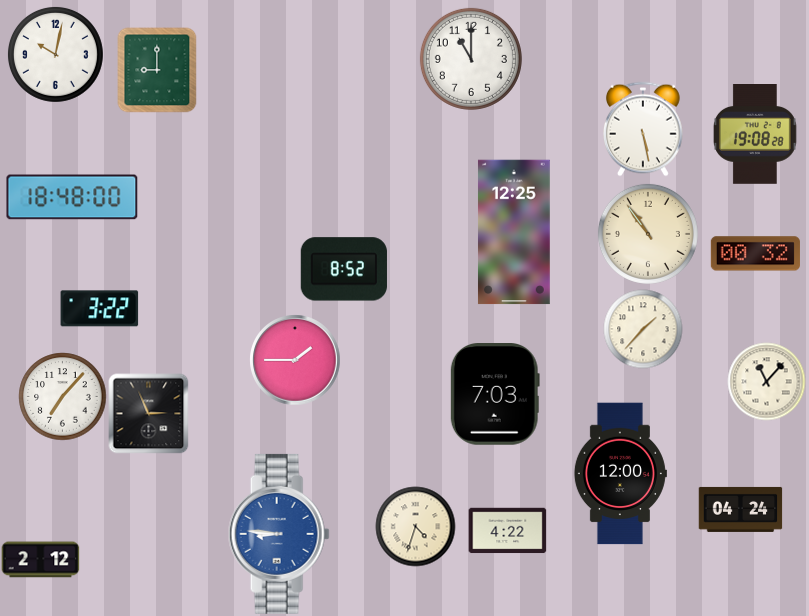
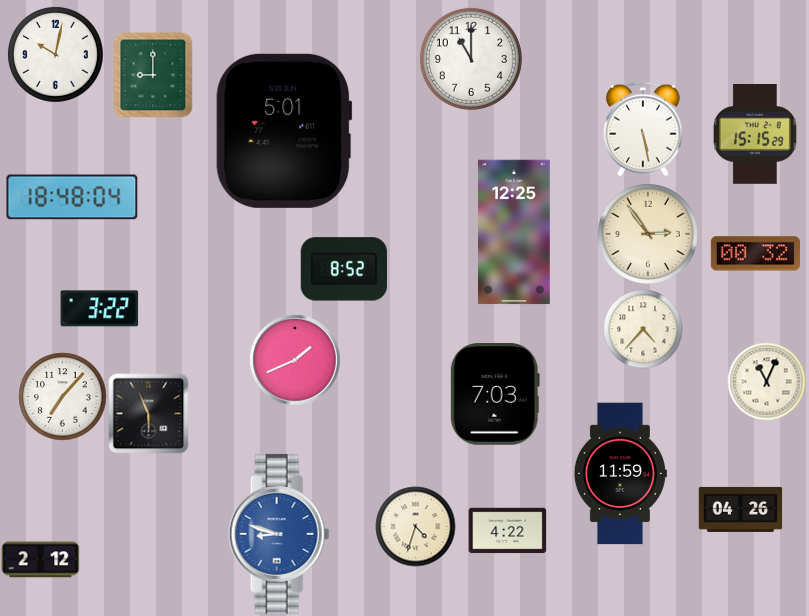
clock at (157, 70) position: (157, 70) -> (153, 75)
clock at (284, 131): none -> 5:01
clock at (755, 135): 19:08 -> 15:15
clock at (72, 197): 18:48:00 -> 18:48:04
clock at (648, 234): 10:54 -> 2:54
clock at (643, 329): 1:37 -> 4:37
clock at (295, 360): 1:45 -> 1:41
clock at (766, 381): 11:07 -> 11:04
clock at (148, 413): 2:56 -> 5:56
clock at (620, 474): 12:00 -> 11:59
clock at (740, 509): 04:24 -> 04:26
clock at (279, 534): 8:46 -> 8:48
